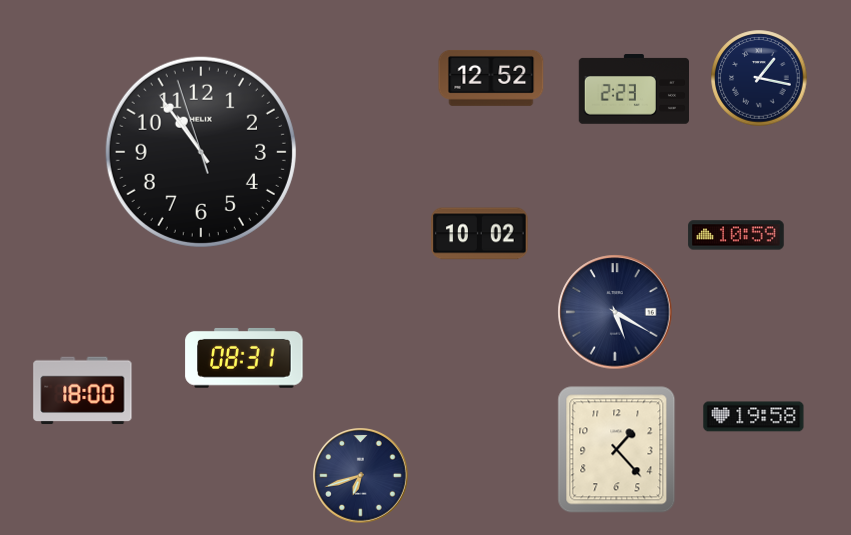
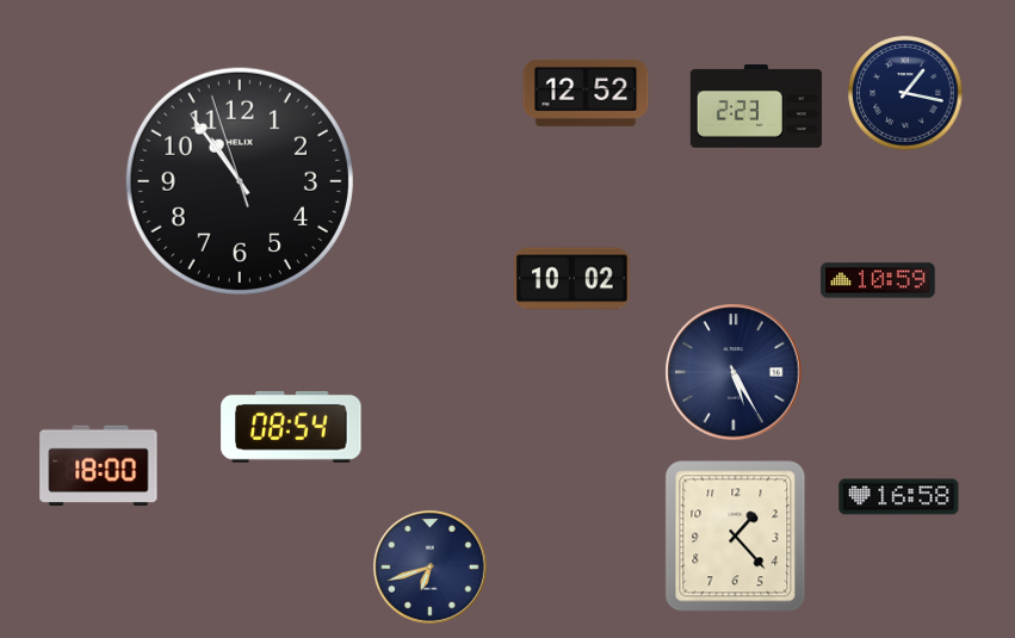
clock at (615, 312): 5:20 -> 5:25
clock at (244, 358): 08:31 -> 08:54
clock at (754, 417): 19:58 -> 16:58
